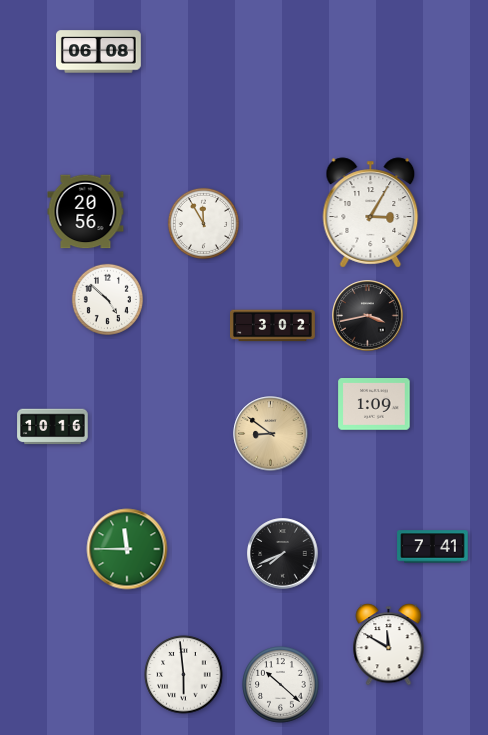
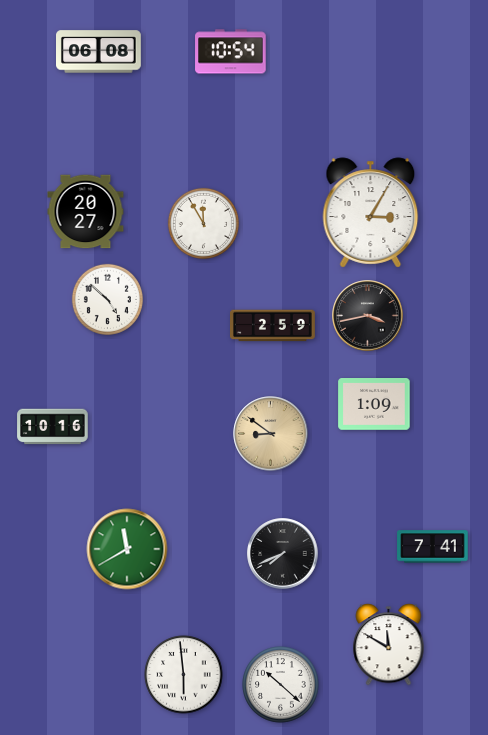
clock at (231, 52): none -> 10:54
clock at (86, 212): 20:56 -> 20:27
clock at (273, 326): 3:02 -> 2:59
clock at (127, 549): 11:45 -> 11:40
